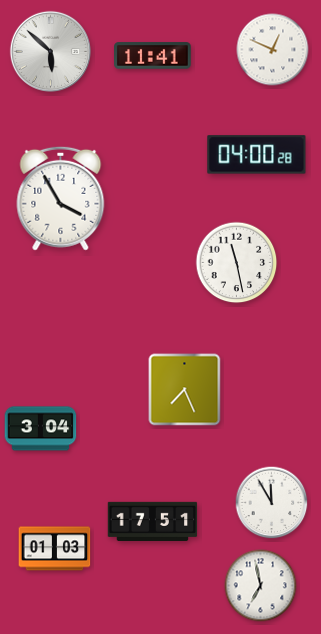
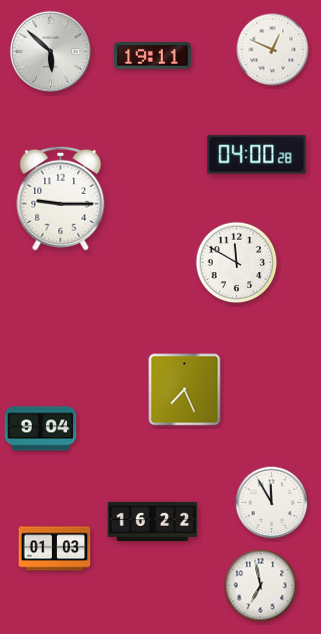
clock at (153, 56): 11:41 -> 19:11
clock at (61, 198): 3:55 -> 9:15
clock at (237, 263): 11:28 -> 11:50
clock at (41, 429): 3:04 -> 9:04
clock at (153, 521): 17:51 -> 16:22
